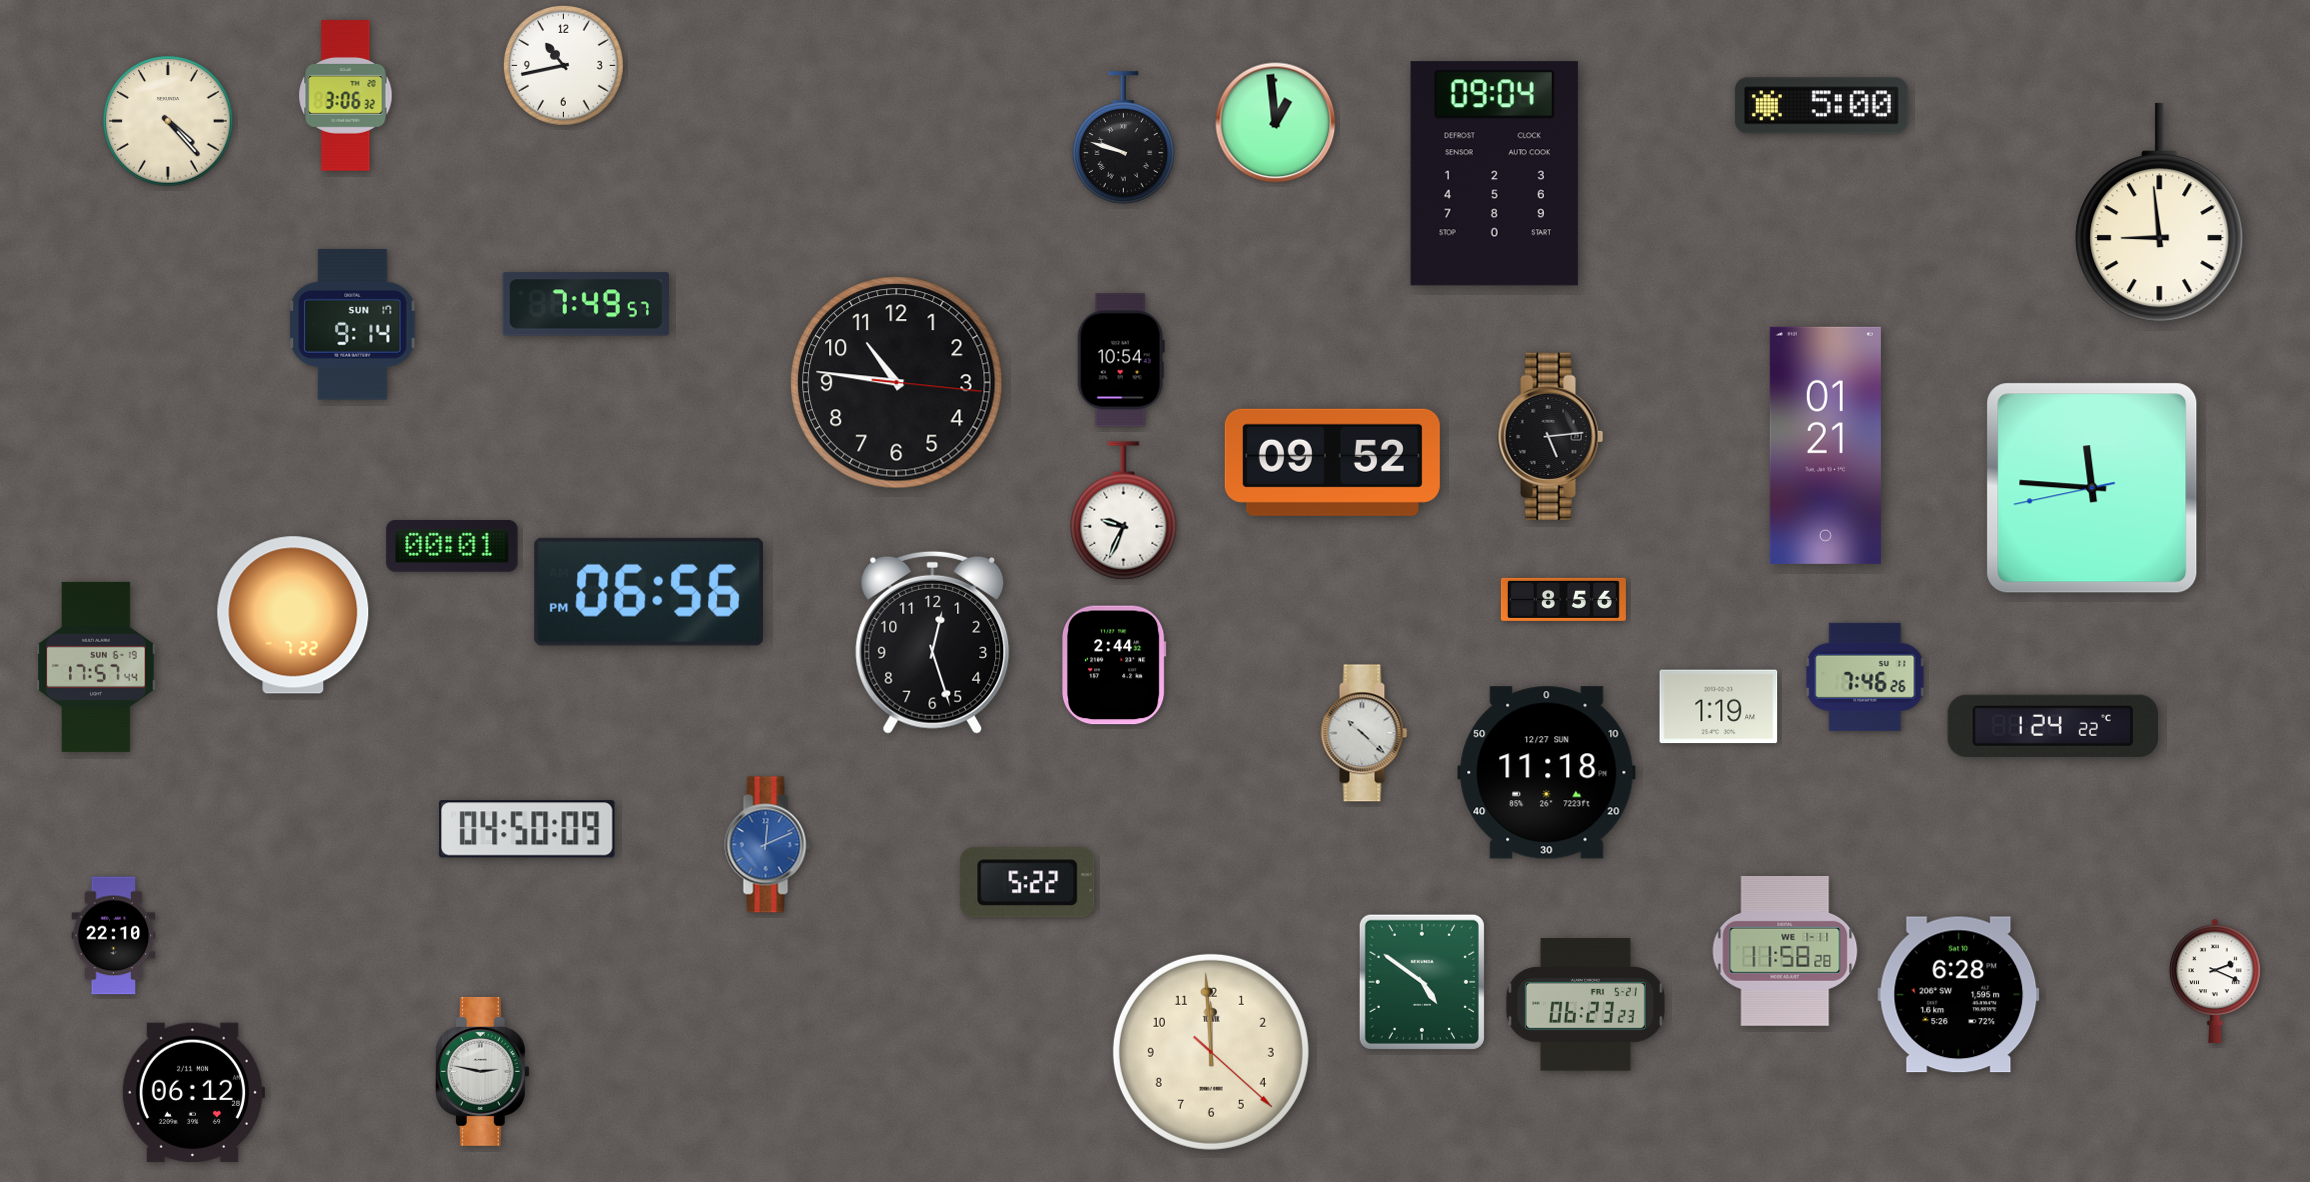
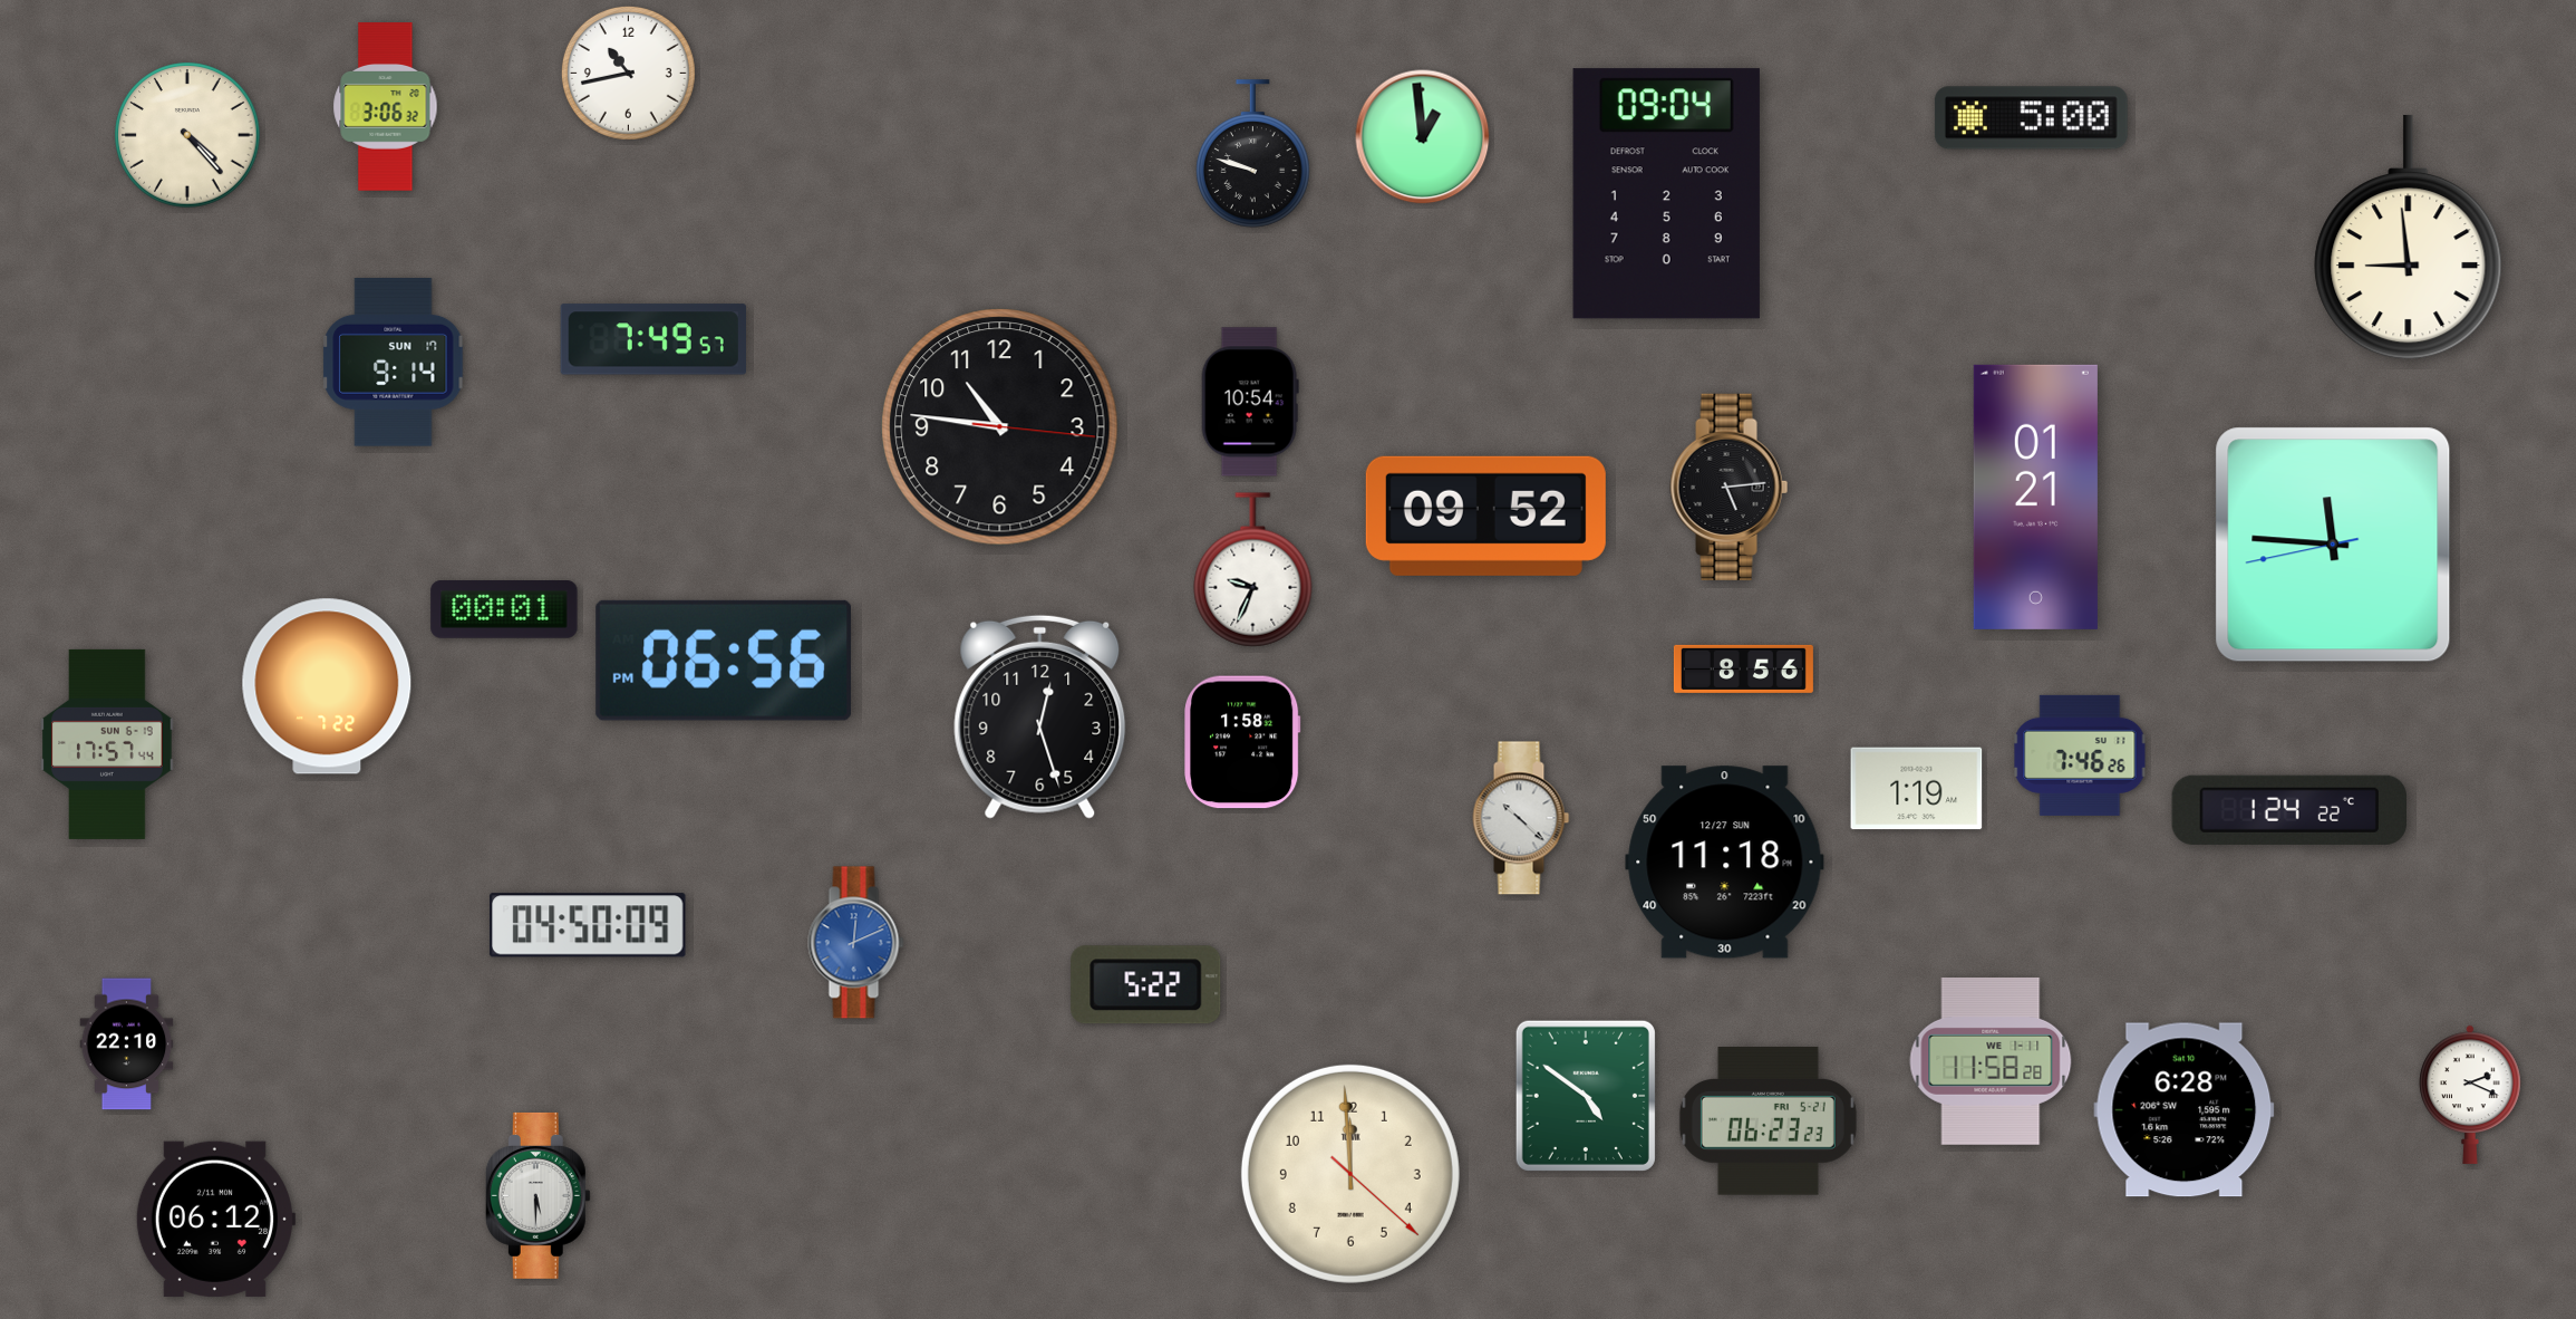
clock at (1115, 665): 2:44 -> 1:58
clock at (482, 1071): 2:47 -> 5:30
